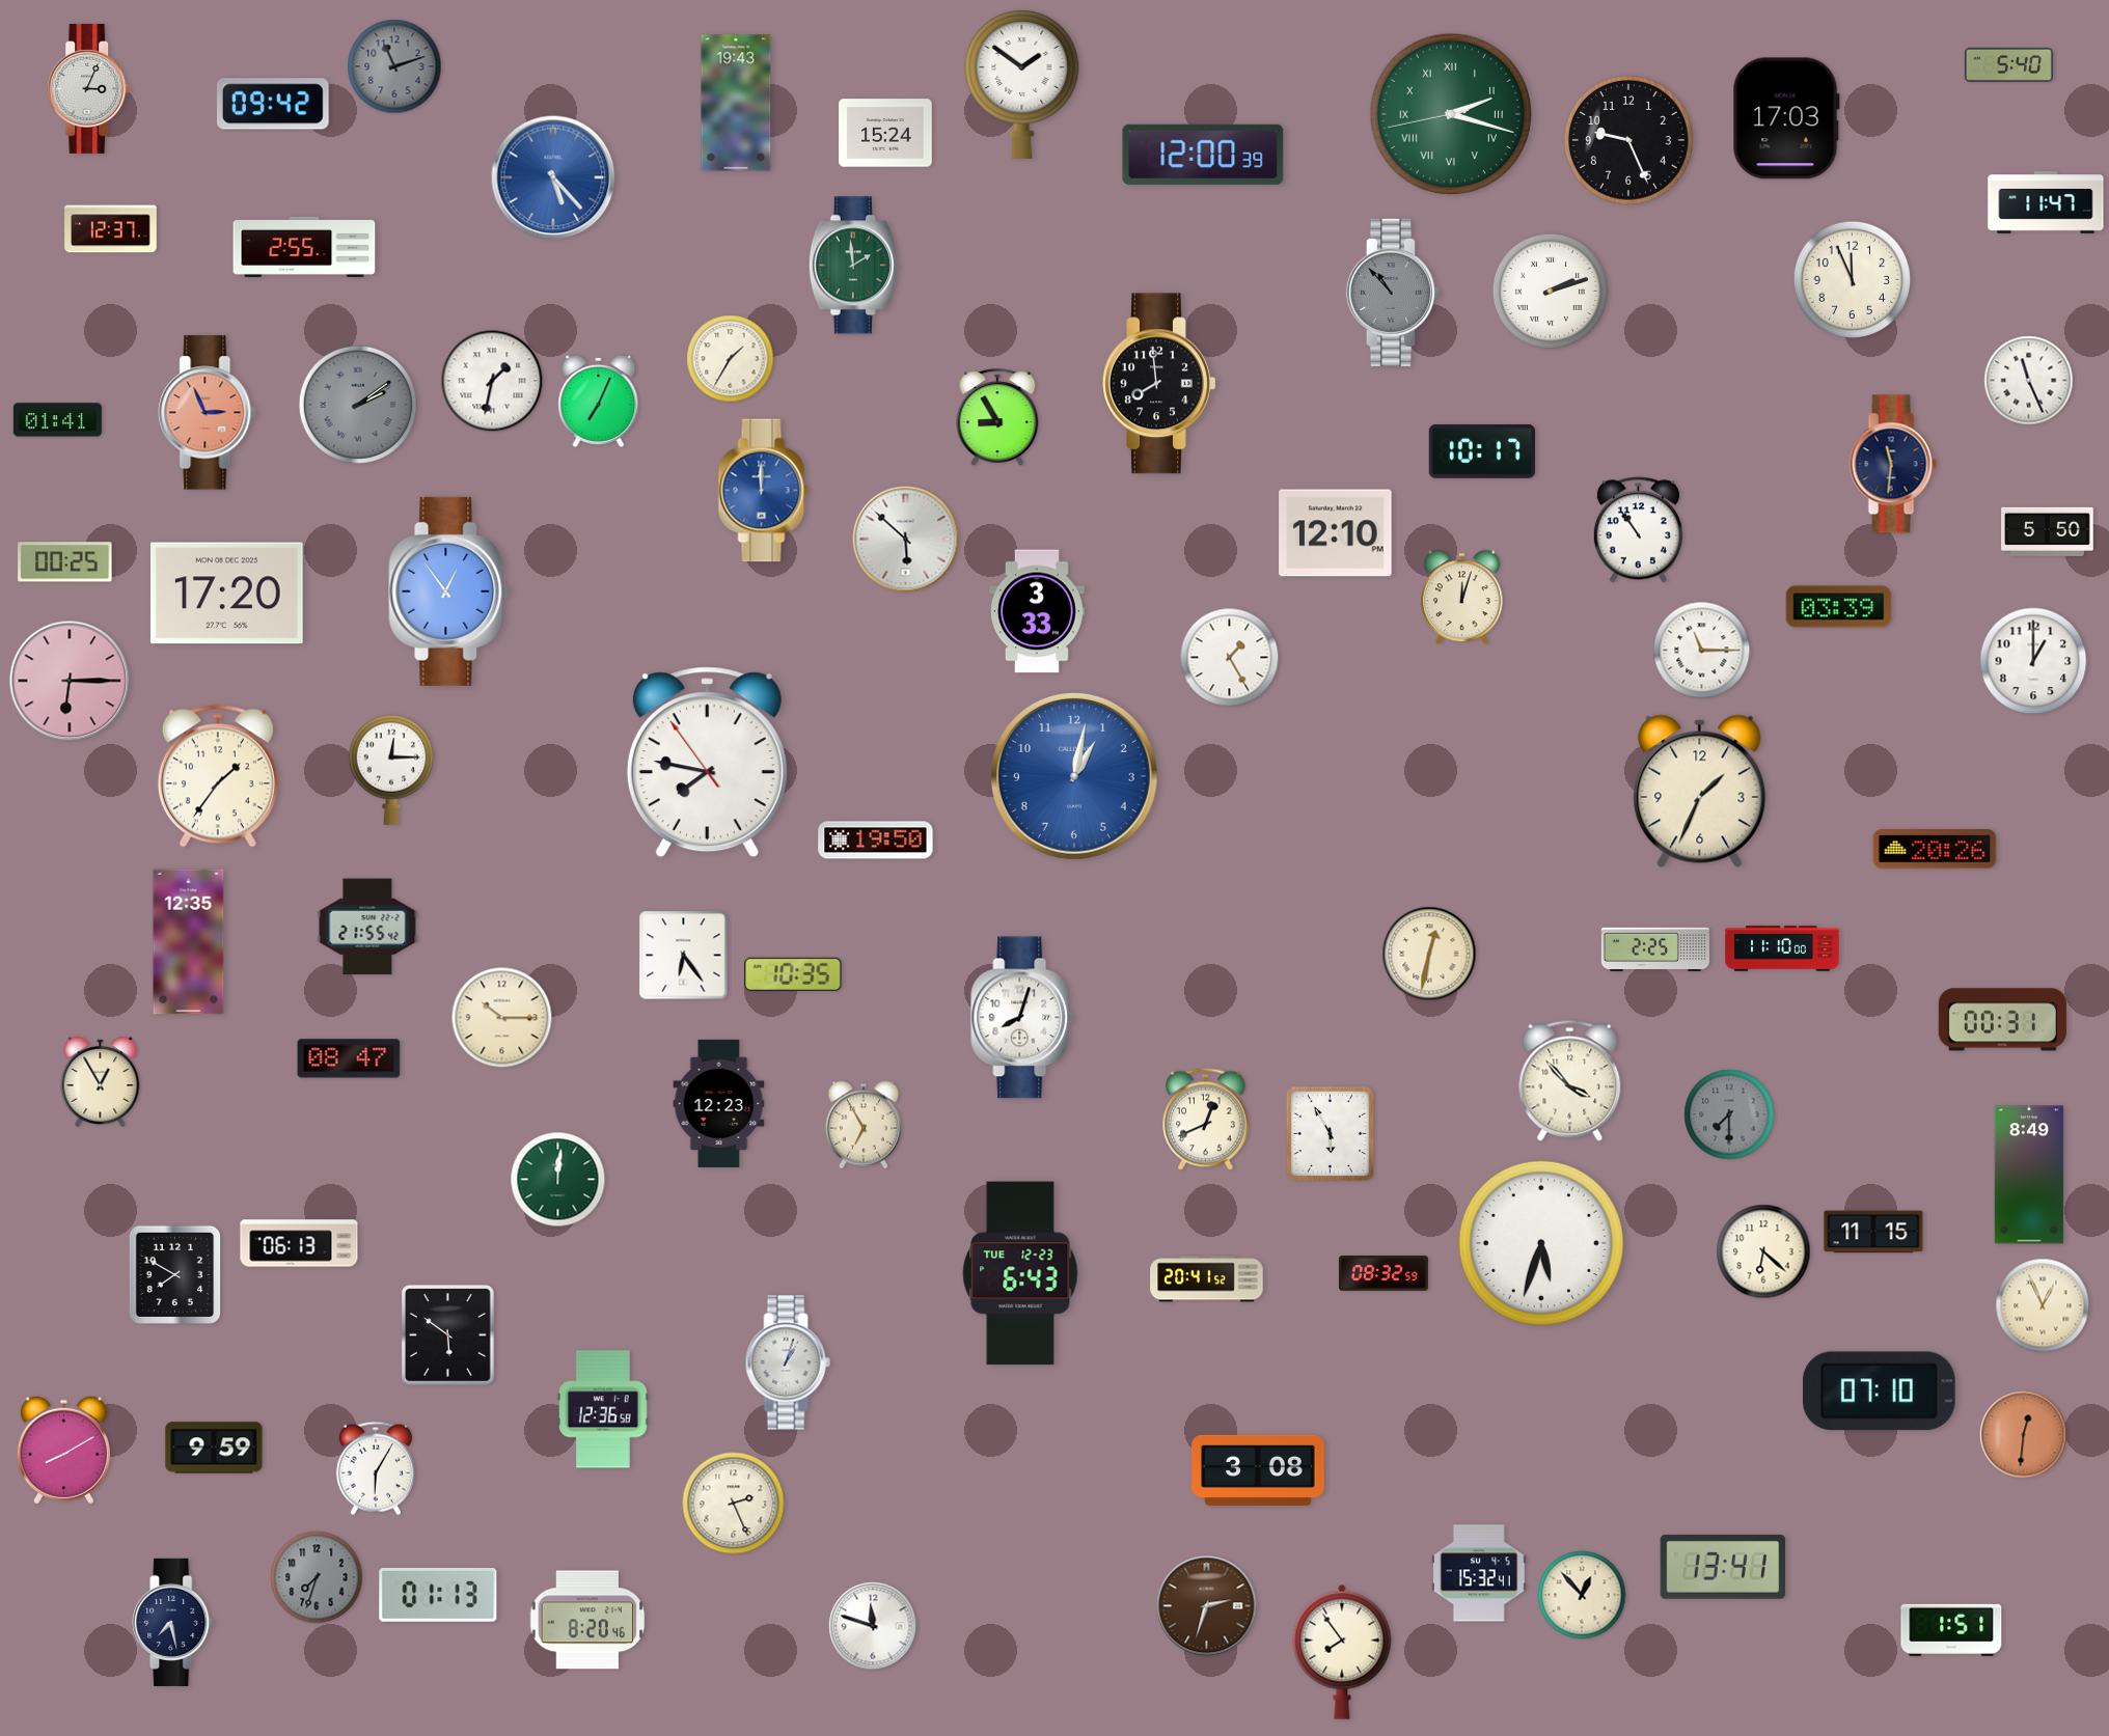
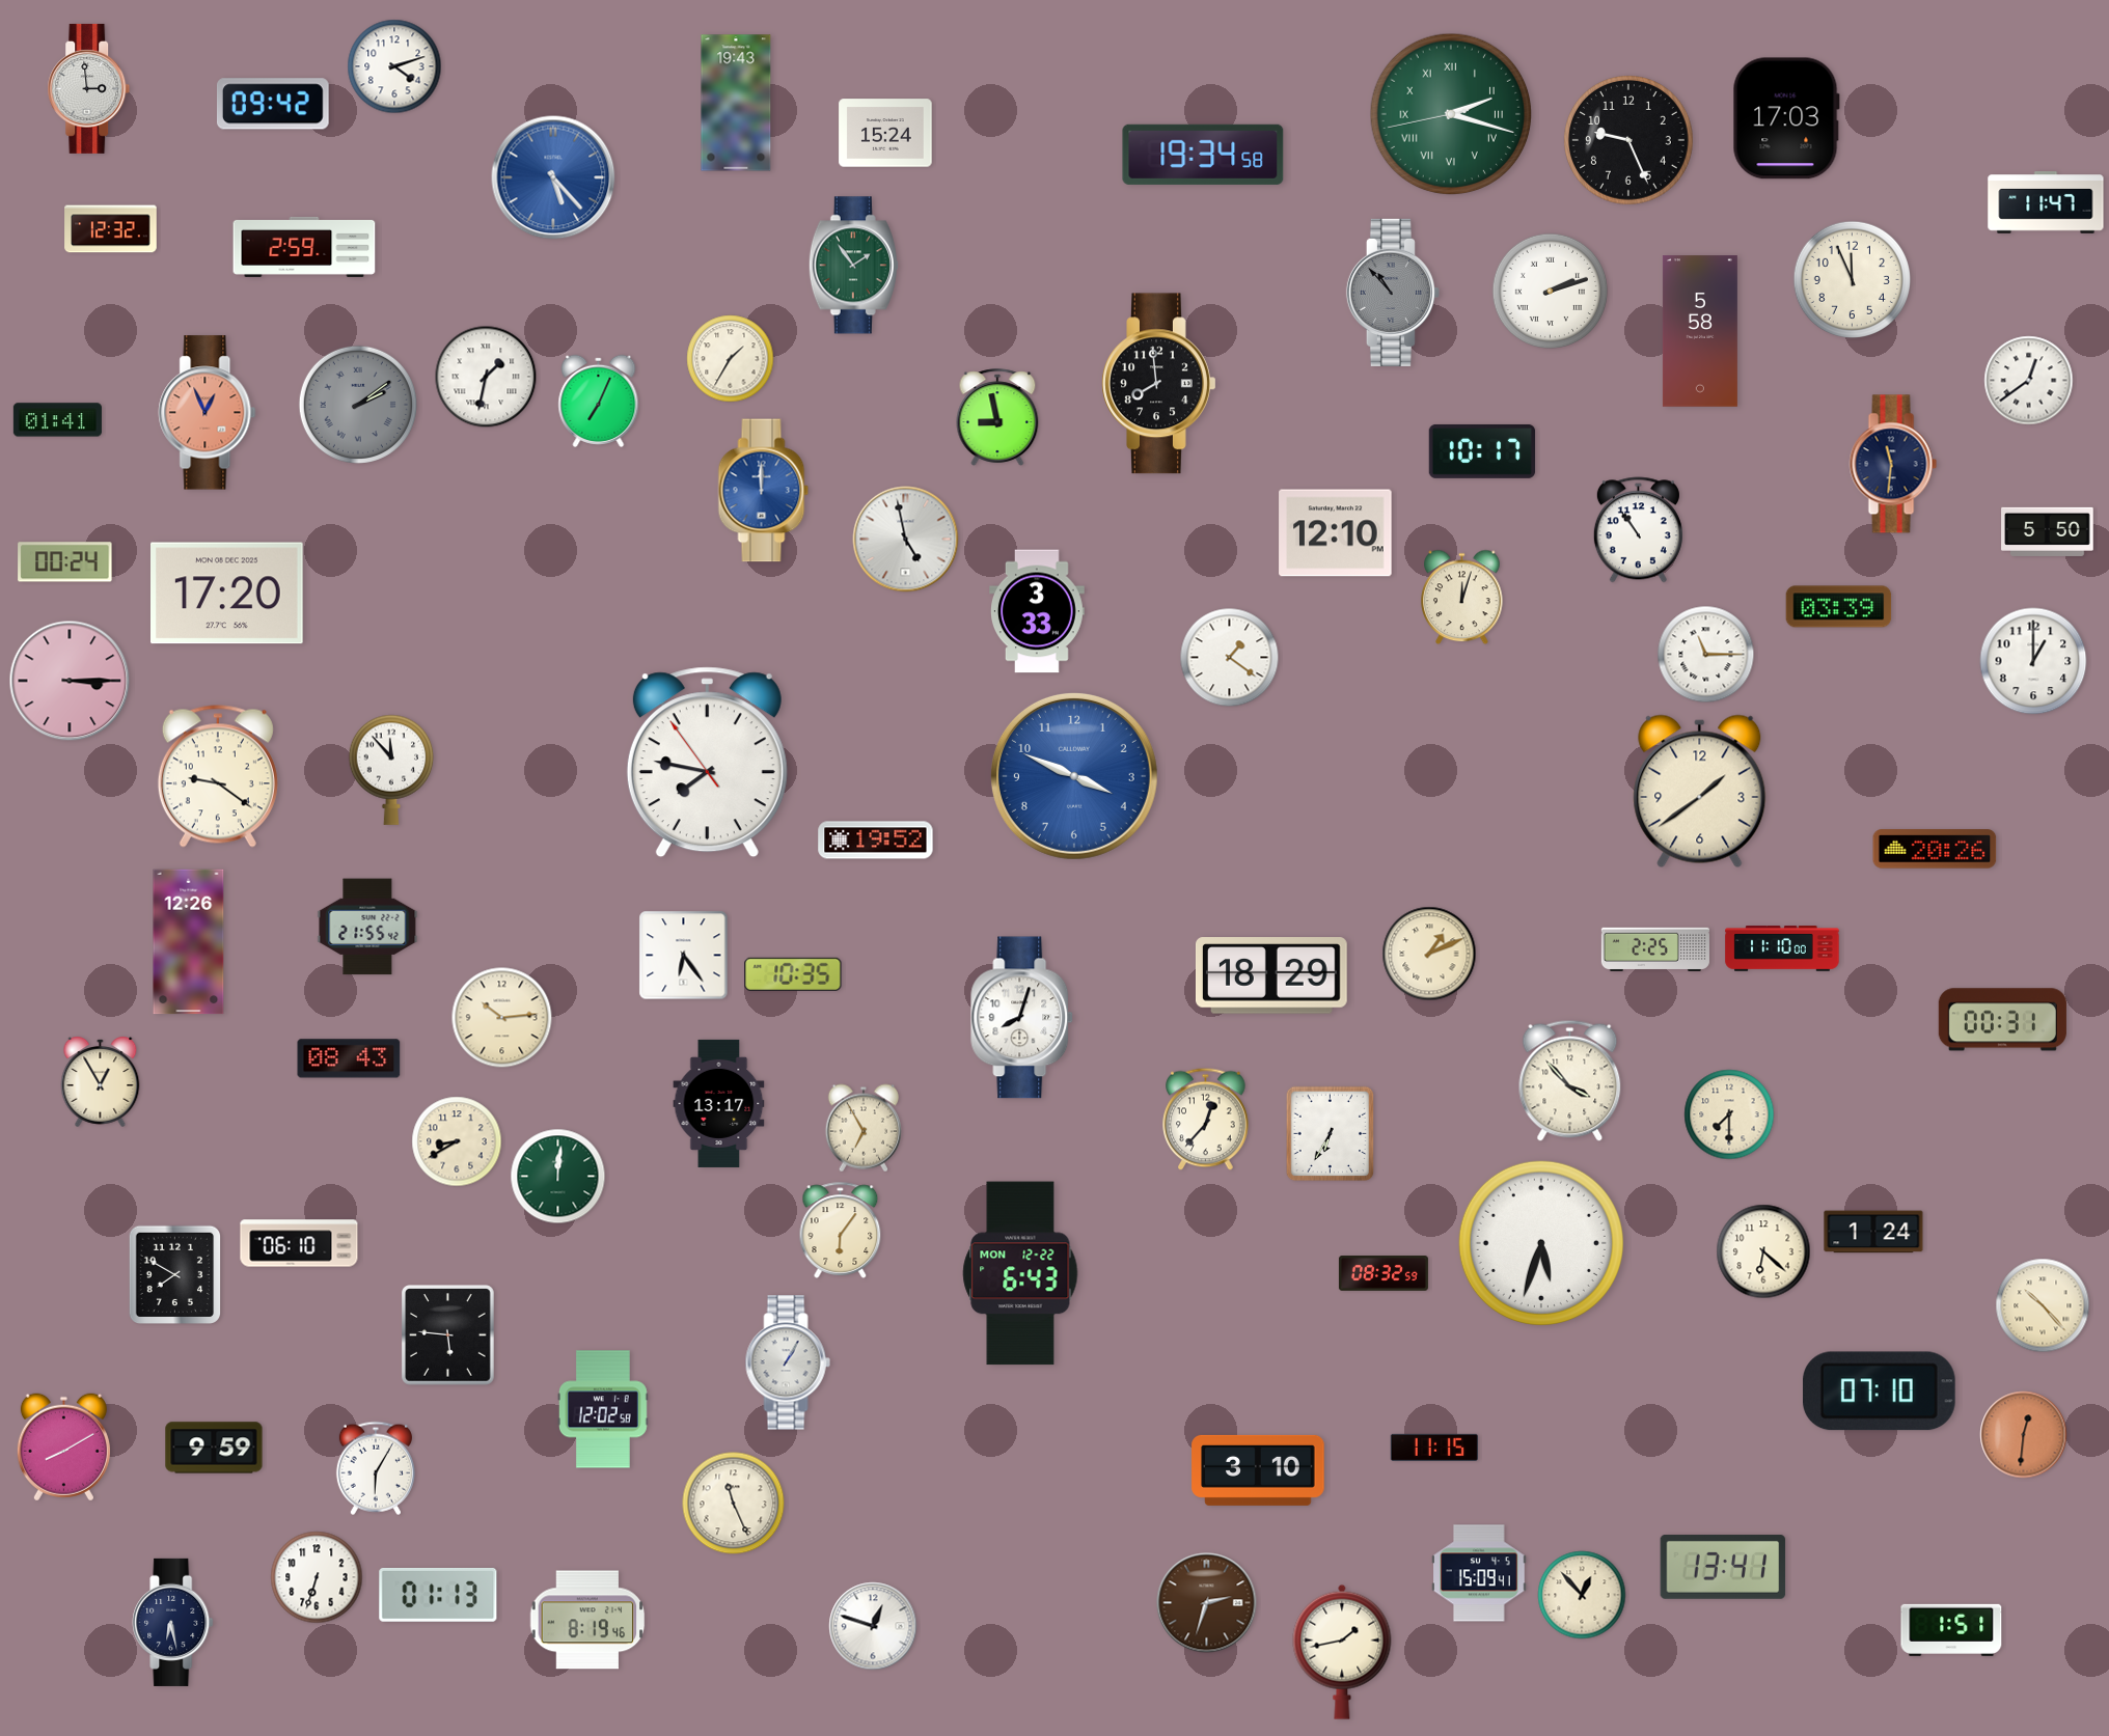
clock at (2008, 64): 5:40 -> none
clock at (394, 66): 11:12 -> 4:12
clock at (394, 66) dial: grey -> white
clock at (1022, 84): 1:51 -> none
clock at (89, 88): 3:04 -> 2:59
clock at (1203, 155): 12:00 -> 19:34
clock at (111, 229): 12:37 -> 12:32
clock at (304, 247): 2:55 -> 2:59
clock at (853, 266): 1:59 -> 1:54
clock at (1700, 331): none -> 5:58
clock at (492, 381) position: (492, 381) -> (486, 377)
clock at (2029, 381): 11:26 -> 12:39
clock at (208, 413): 2:56 -> 12:56
clock at (997, 417): 8:55 -> 8:58
clock at (906, 540): 5:52 -> 4:58
clock at (65, 562): 00:25 -> 00:24
clock at (448, 591): 12:54 -> none
clock at (1702, 651) position: (1702, 651) -> (1706, 655)
clock at (1230, 658): 1:25 -> 1:21
clock at (70, 681): 6:15 -> 3:15
clock at (391, 770): 12:15 -> 11:53
clock at (218, 776): 1:36 -> 9:21
clock at (1074, 776): 1:02 -> 3:49
clock at (1700, 792): 1:34 -> 1:39
clock at (876, 841): 19:50 -> 19:52
clock at (189, 942): 12:35 -> 12:26
clock at (1429, 954): 12:32 -> 1:11
clock at (1272, 975): none -> 18:29
clock at (502, 1018): 10:15 -> 10:14
clock at (349, 1058): 08:47 -> 08:43
clock at (719, 1103): 12:23 -> 13:17
clock at (1729, 1114) dial: grey -> cream
clock at (1206, 1120): 12:41 -> 12:37
clock at (864, 1125) position: (864, 1125) -> (864, 1128)
clock at (1331, 1134): 5:55 -> 6:35
clock at (457, 1141): none -> 8:40
clock at (2029, 1175): 8:49 -> none
clock at (558, 1180) position: (558, 1180) -> (558, 1177)
clock at (841, 1230): none -> 6:06
clock at (1873, 1232): 11:15 -> 1:24
clock at (299, 1243): 06:13 -> 06:10
clock at (1020, 1273) date: TUE 12-23 -> MON 12-22
clock at (1207, 1279): 20:41 -> none
clock at (2043, 1305): 12:56 -> 10:23
clock at (448, 1335): 5:51 -> 5:46
clock at (788, 1362): 1:03 -> 1:05
clock at (603, 1409): 12:36 -> 12:02
clock at (1434, 1448): none -> 11:15
clock at (63, 1451) position: (63, 1451) -> (63, 1448)
clock at (1258, 1470): 3:08 -> 3:10
clock at (734, 1504): 2:26 -> 11:26
clock at (1479, 1573): 15:32 -> 15:09
clock at (317, 1577): 7:33 -> 6:33
clock at (317, 1577) dial: grey -> white
clock at (1207, 1606) position: (1207, 1606) -> (1207, 1603)
clock at (587, 1620): 8:20 -> 8:19
clock at (173, 1622): 7:28 -> 6:28
clock at (873, 1626): 11:48 -> 12:48
clock at (1342, 1652): 7:54 -> 1:43
